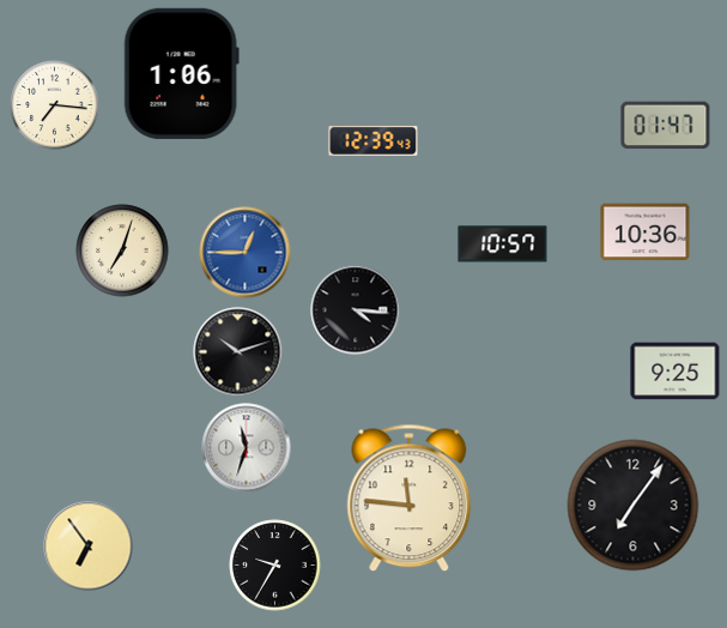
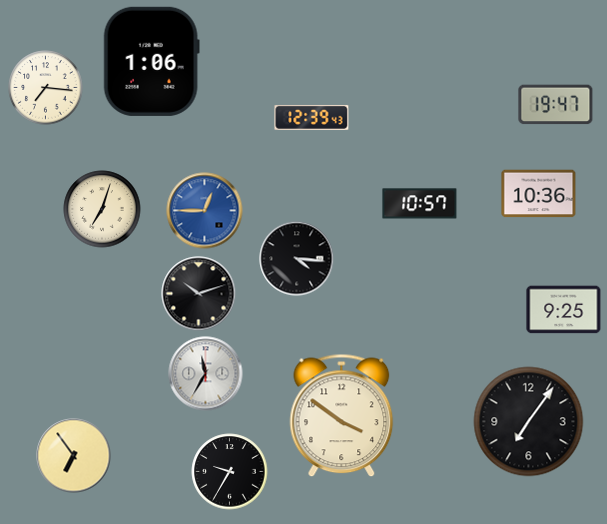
clock at (666, 126): 01:47 -> 19:47
clock at (247, 448): 11:33 -> 11:35
clock at (410, 499): 11:46 -> 3:51
